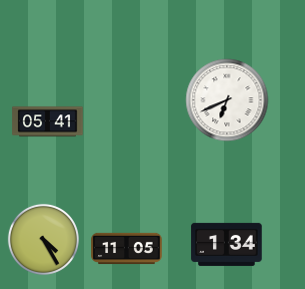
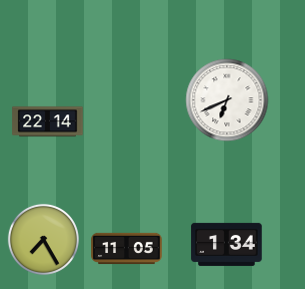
clock at (48, 122): 05:41 -> 22:14
clock at (43, 239): 4:25 -> 7:25
